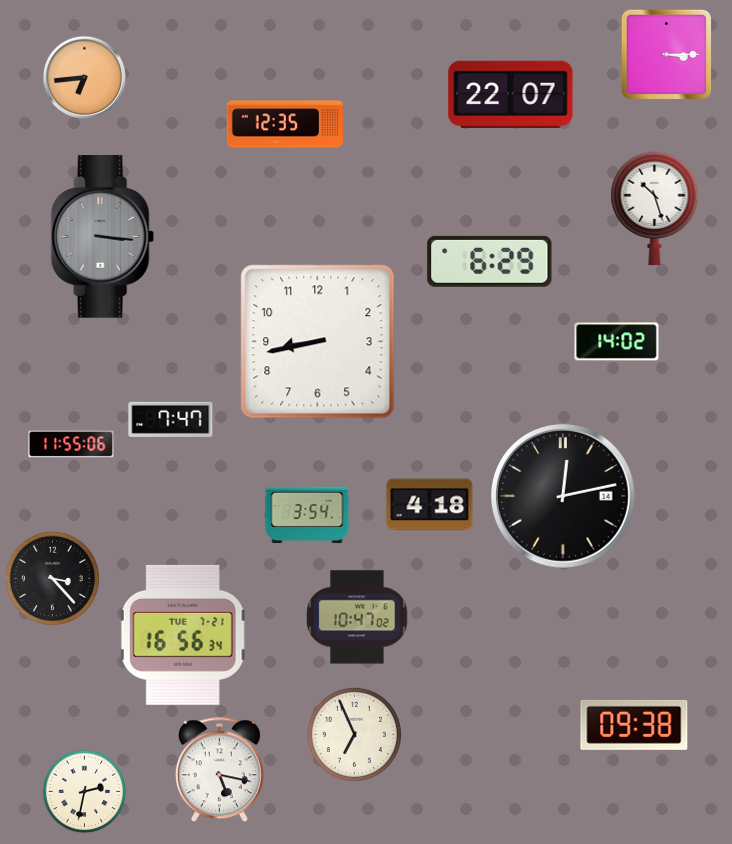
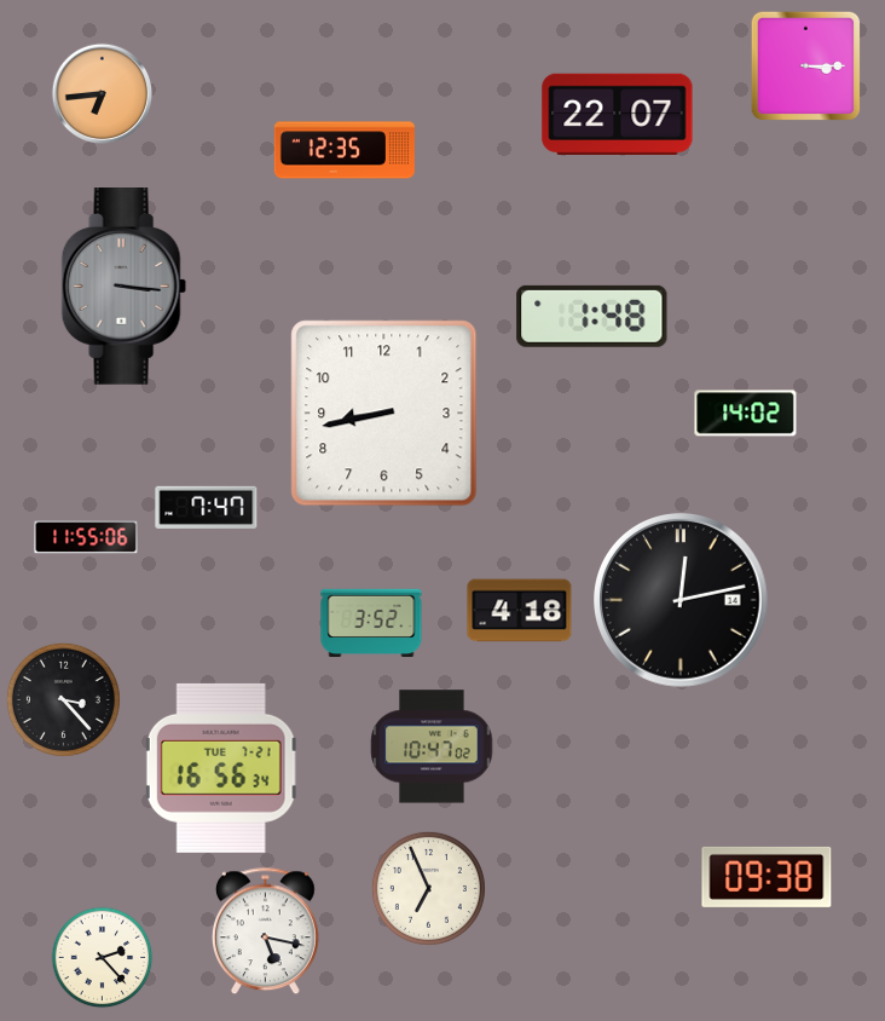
clock at (655, 209): 10:27 -> none
clock at (490, 261): 6:29 -> 1:48
clock at (307, 515): 3:54 -> 3:52
clock at (85, 792): 2:32 -> 2:23
